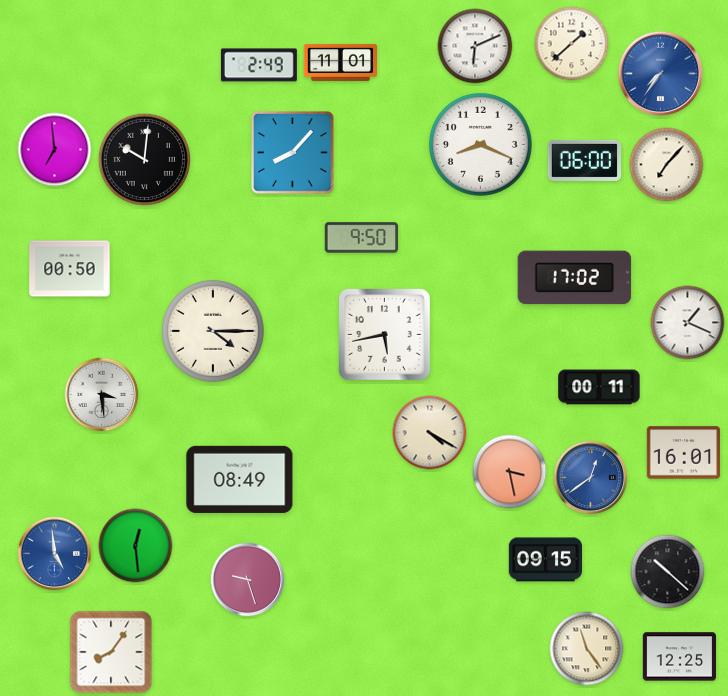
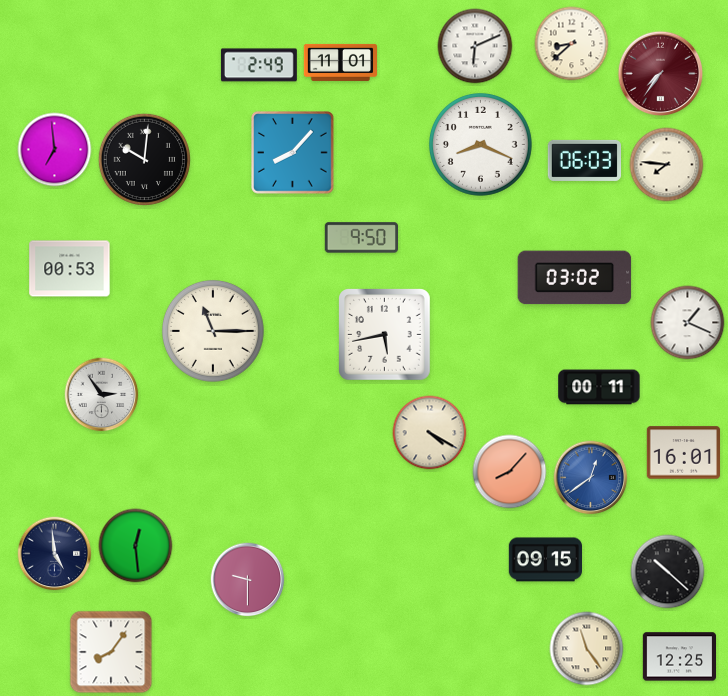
clock at (572, 44): 1:38 -> 8:38
clock at (661, 74) dial: blue -> burgundy
clock at (584, 160): 06:00 -> 06:03
clock at (667, 165): 7:07 -> 7:46
clock at (70, 269): 00:50 -> 00:53
clock at (575, 278): 17:02 -> 03:02
clock at (213, 331): 4:15 -> 11:15
clock at (102, 395): 3:29 -> 2:54
clock at (510, 472): 3:28 -> 8:07
clock at (240, 479): 08:49 -> none
clock at (55, 554) dial: blue -> navy
clock at (248, 580): 9:27 -> 9:30
